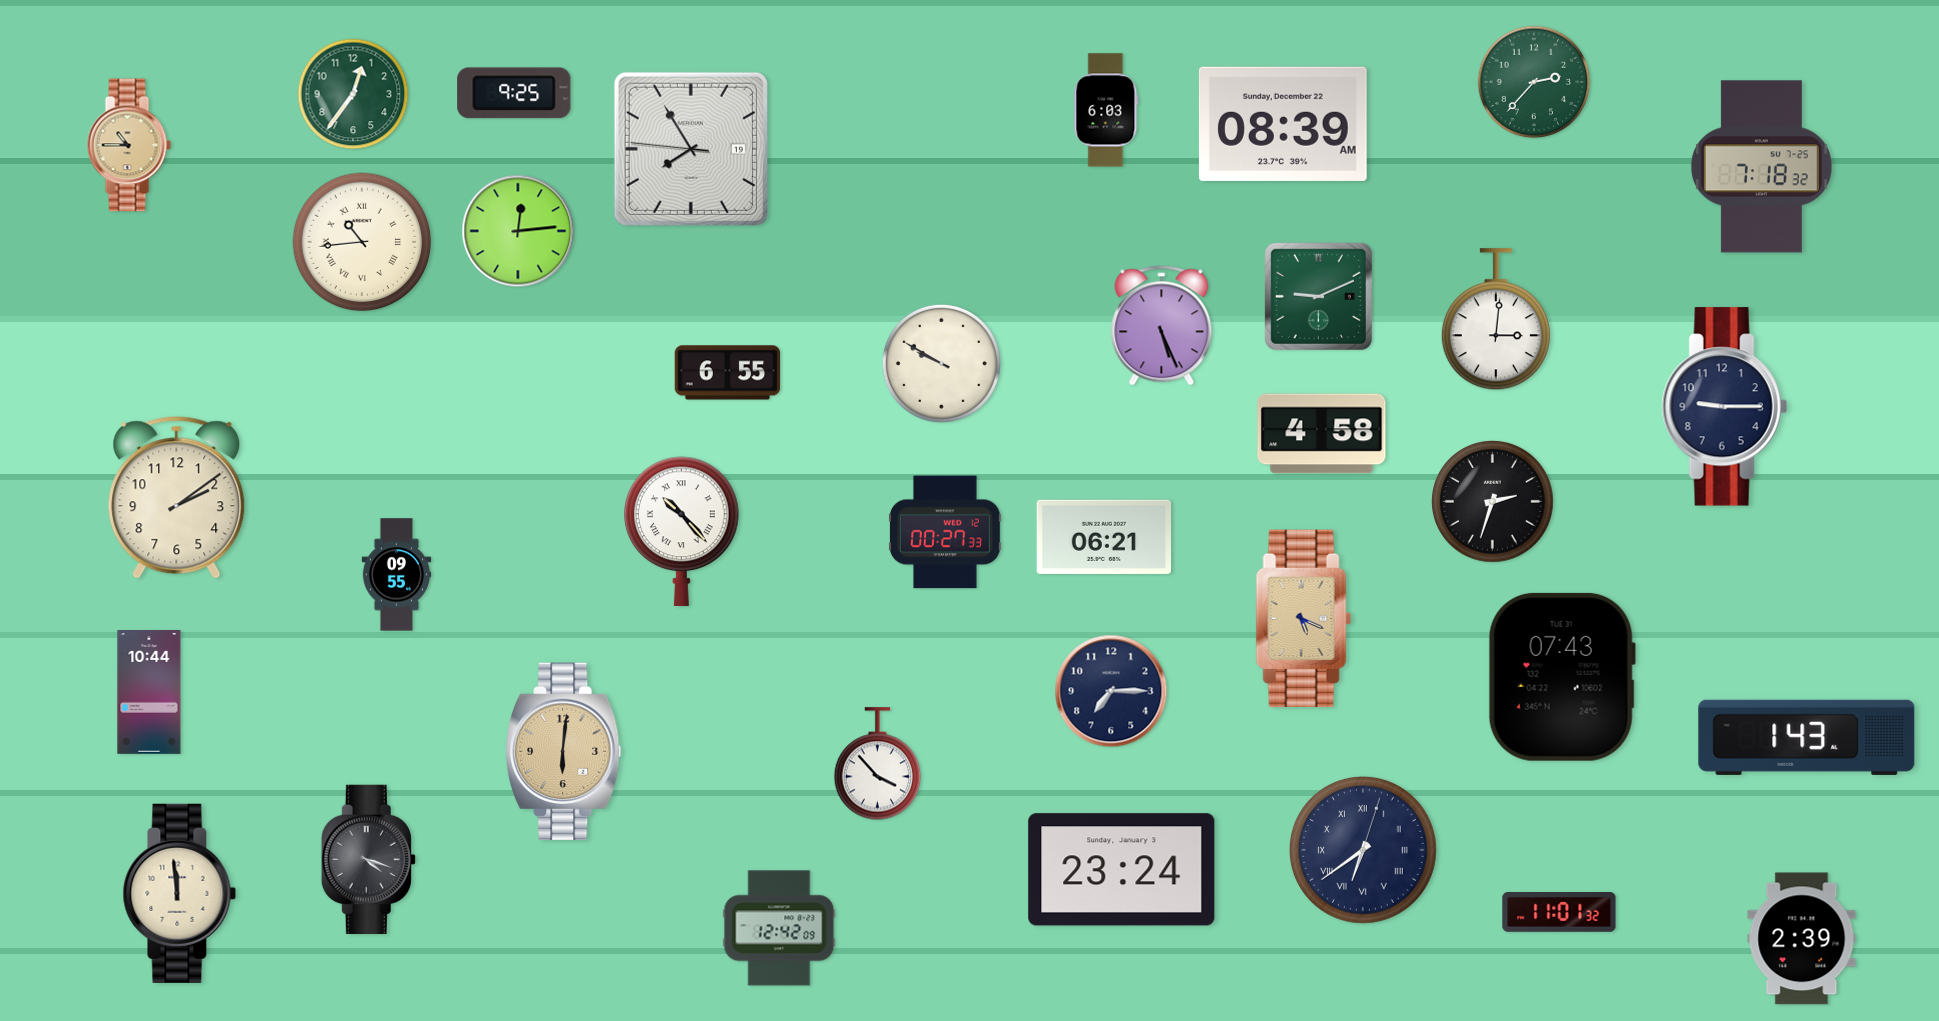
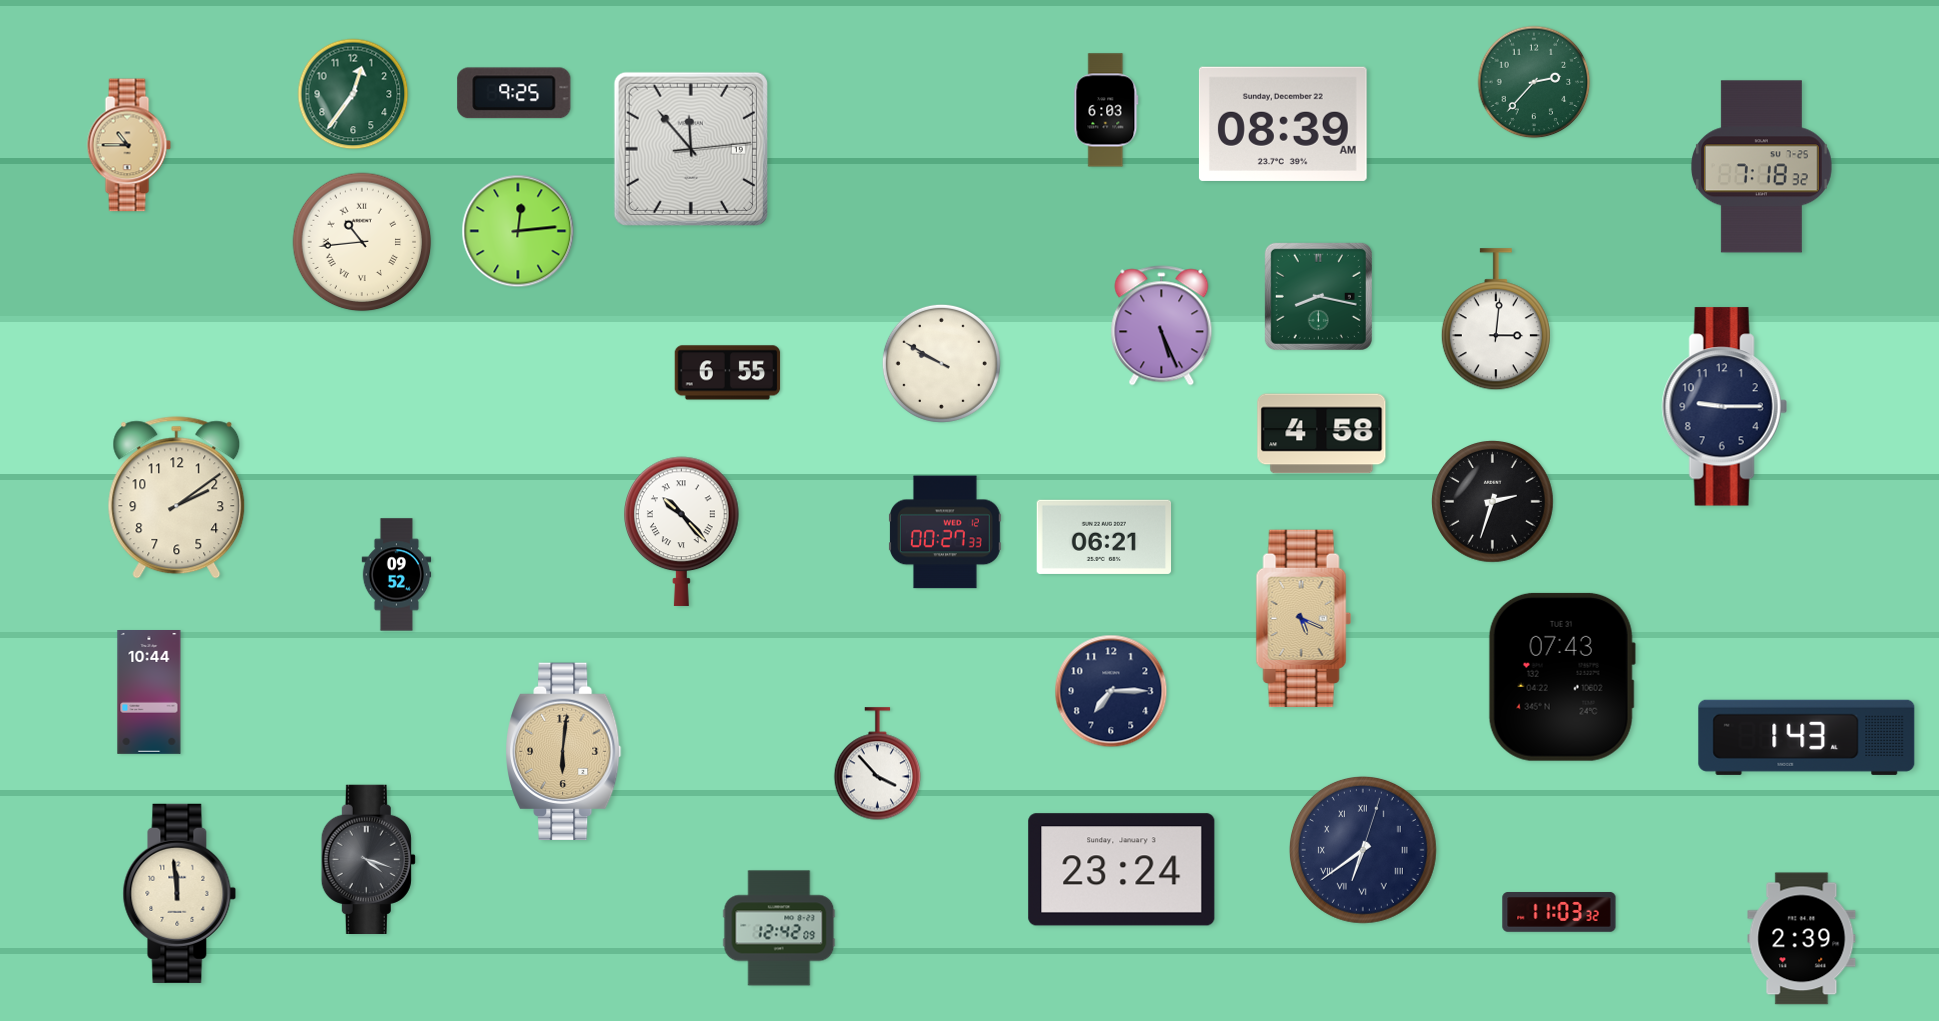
clock at (691, 149): 7:54 -> 11:53
clock at (1318, 296): 9:11 -> 8:17
clock at (397, 575): 09:55 -> 09:52
clock at (1559, 912): 11:01 -> 11:03
